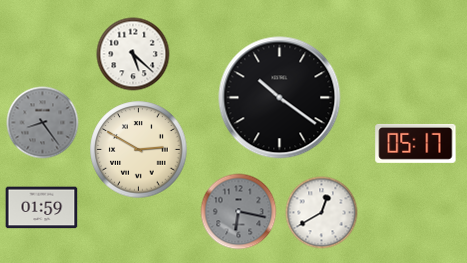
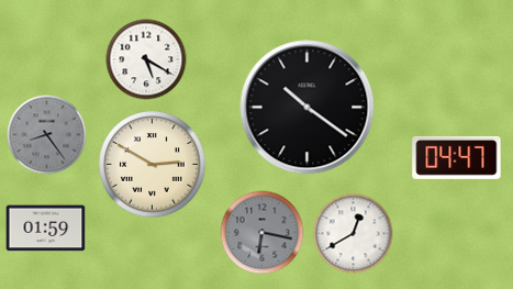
clock at (133, 54): 5:22 -> 5:20
clock at (416, 143): 05:17 -> 04:47
